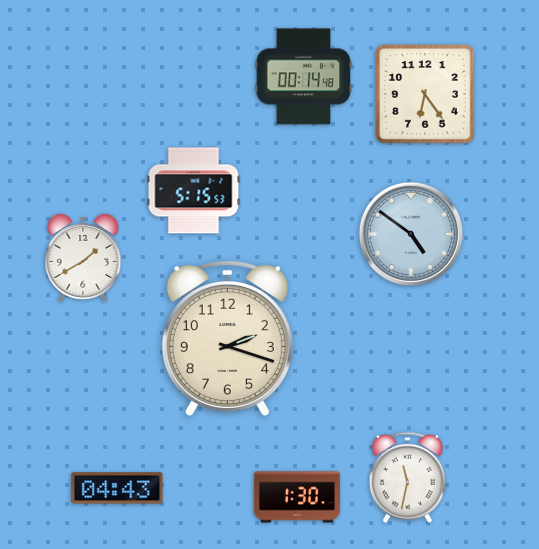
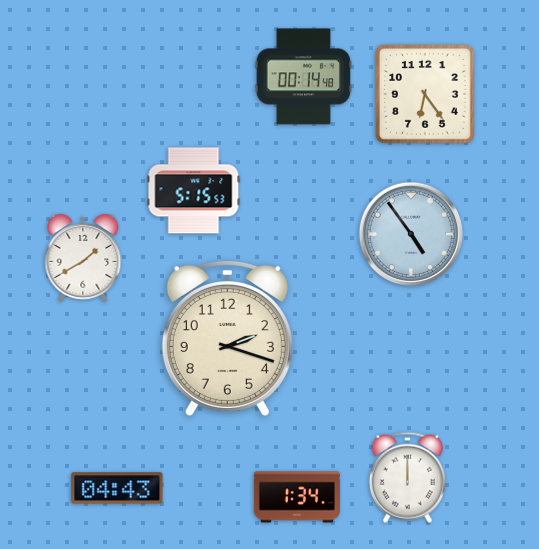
clock at (411, 234): 4:51 -> 4:54
clock at (407, 477): 11:32 -> 12:00
clock at (297, 497): 1:30 -> 1:34
